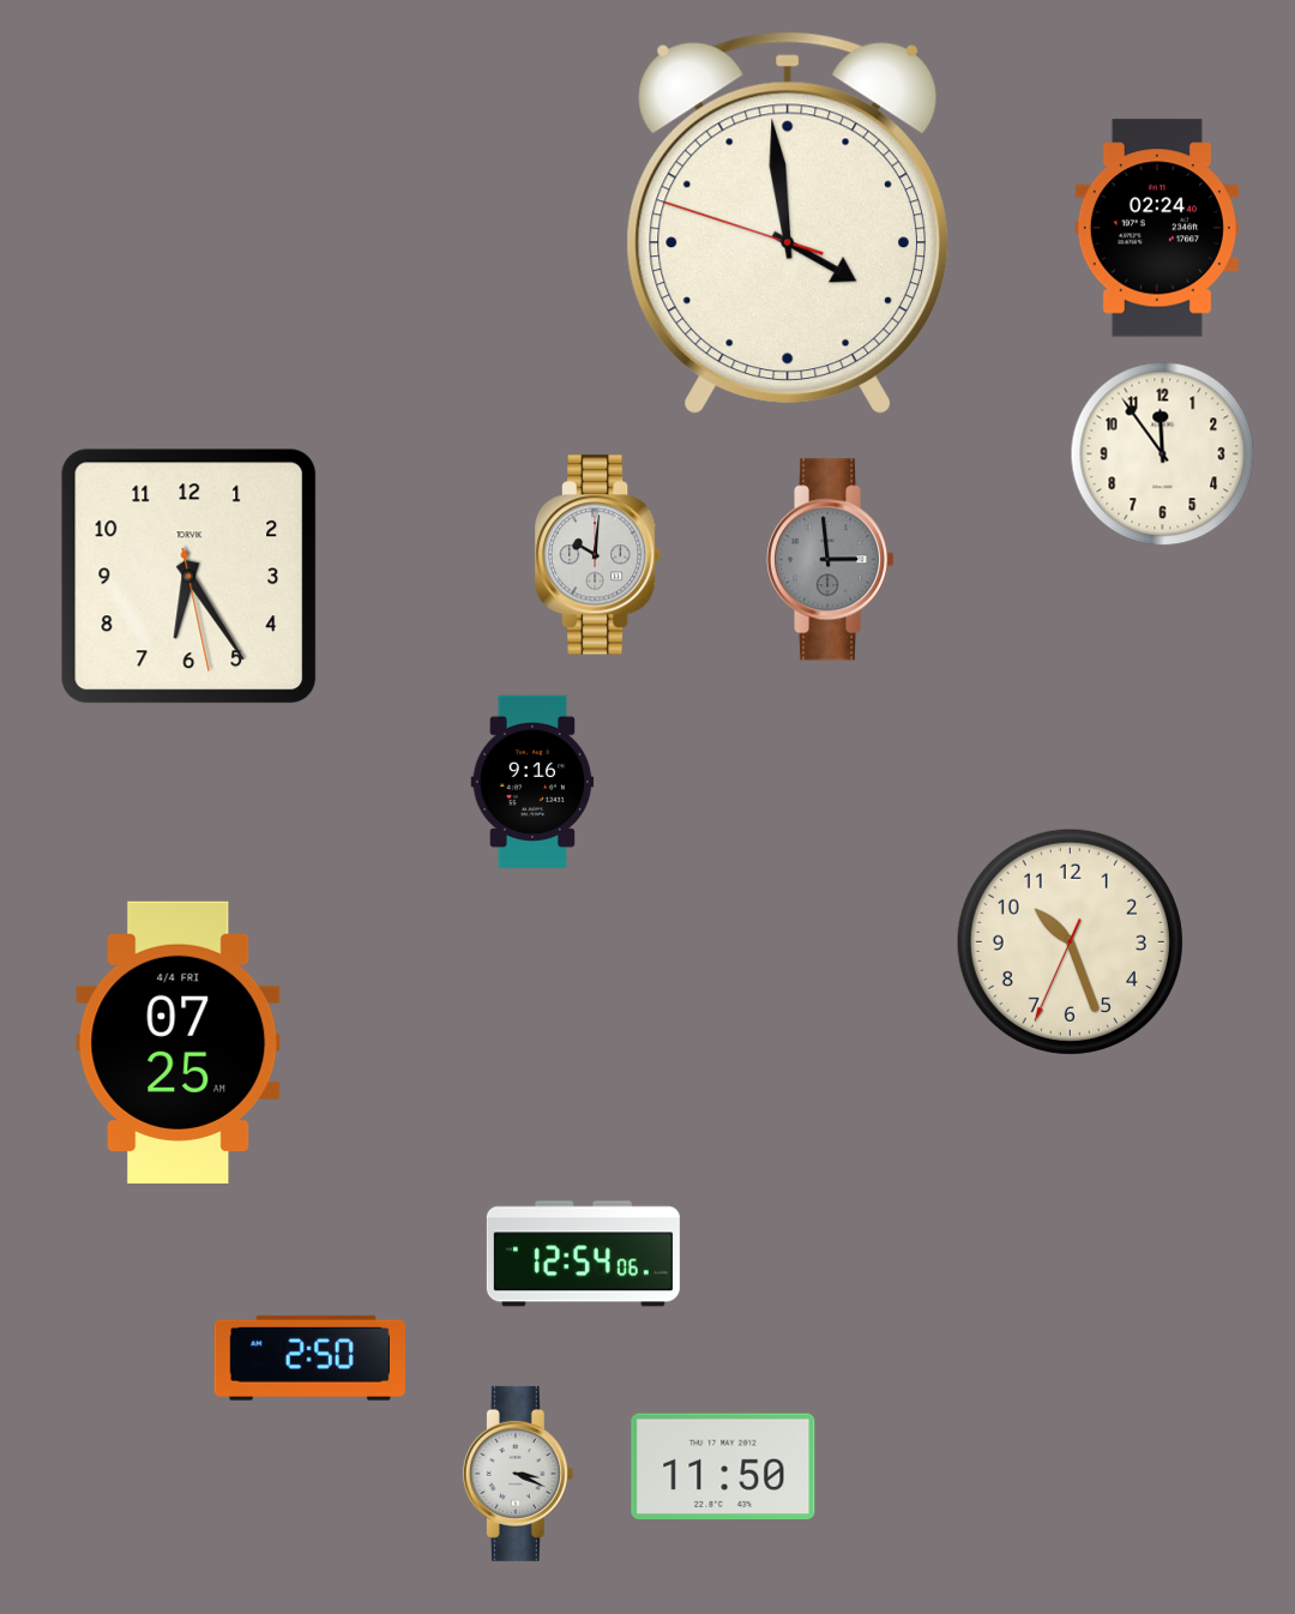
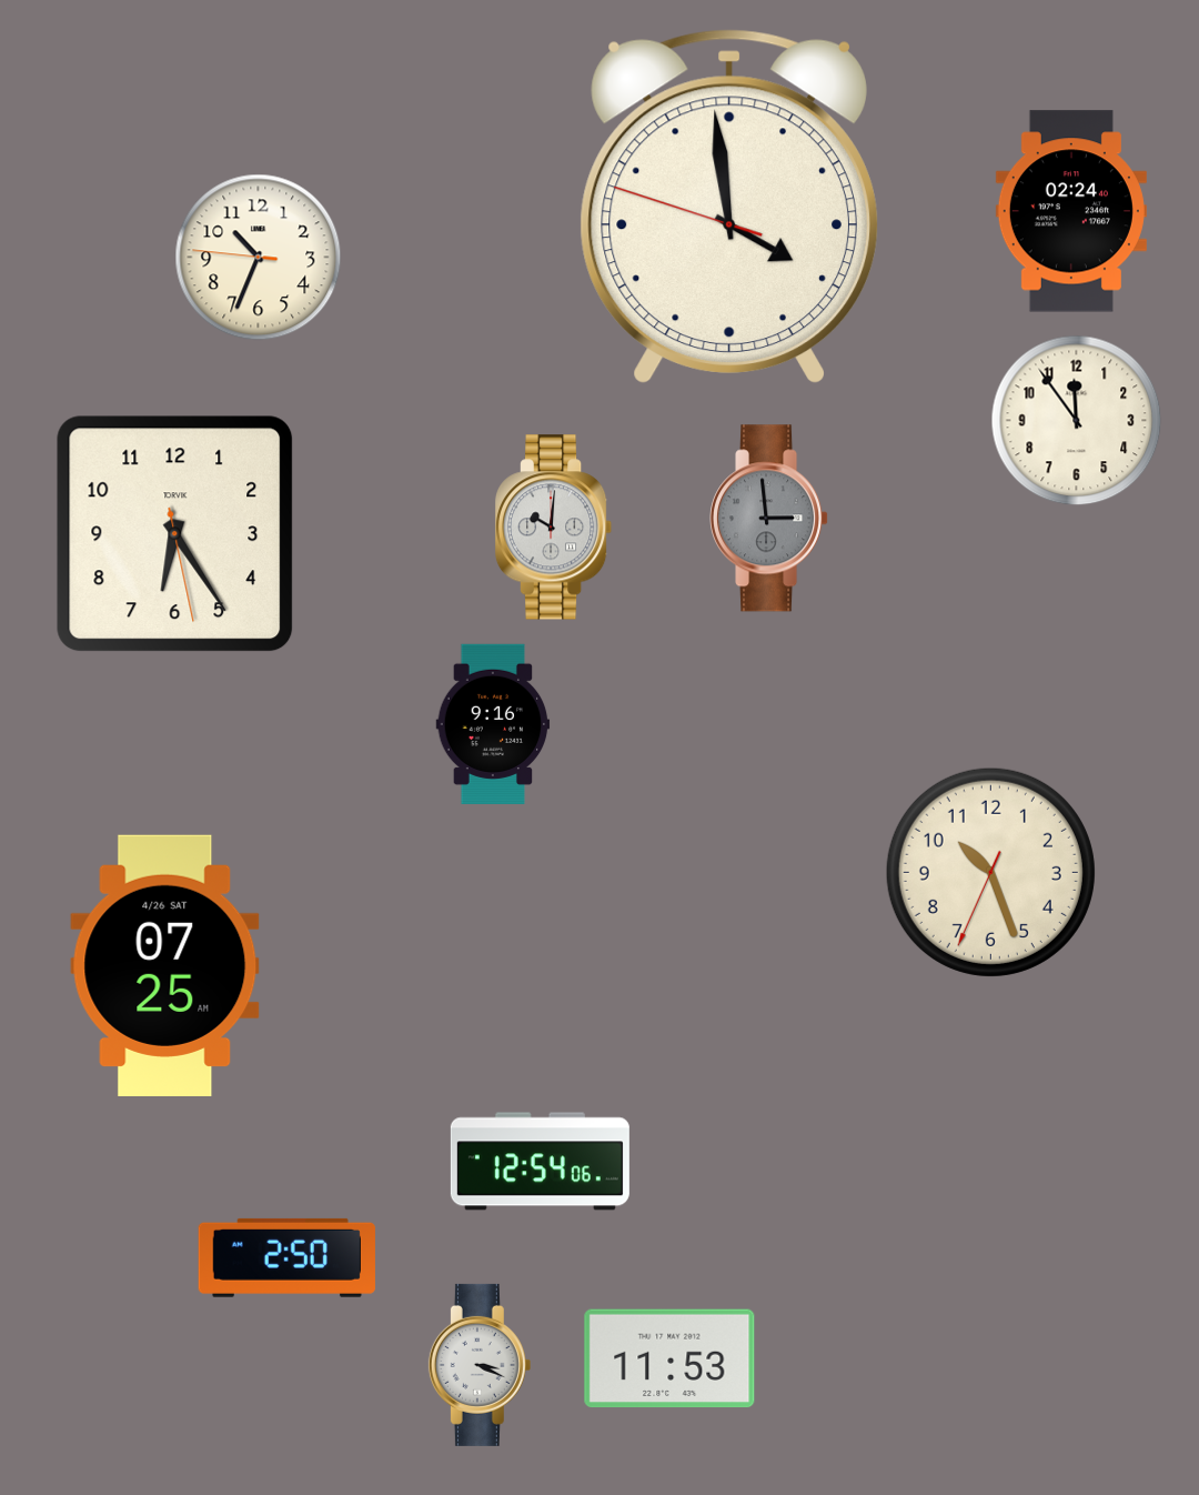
clock at (259, 258): none -> 10:33
clock at (598, 555) position: (598, 555) -> (554, 528)
clock at (179, 1042) date: 4/4 FRI -> 4/26 SAT
clock at (723, 1467): 11:50 -> 11:53
